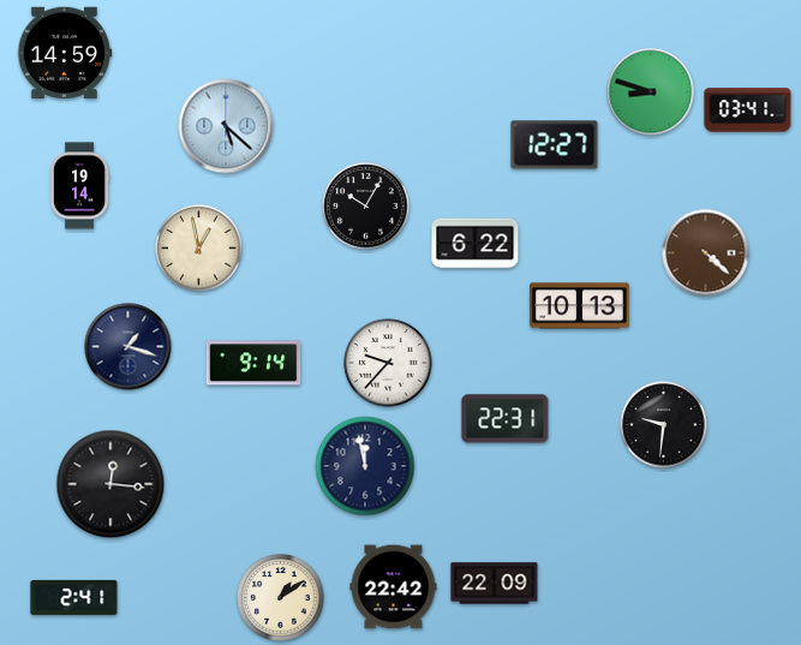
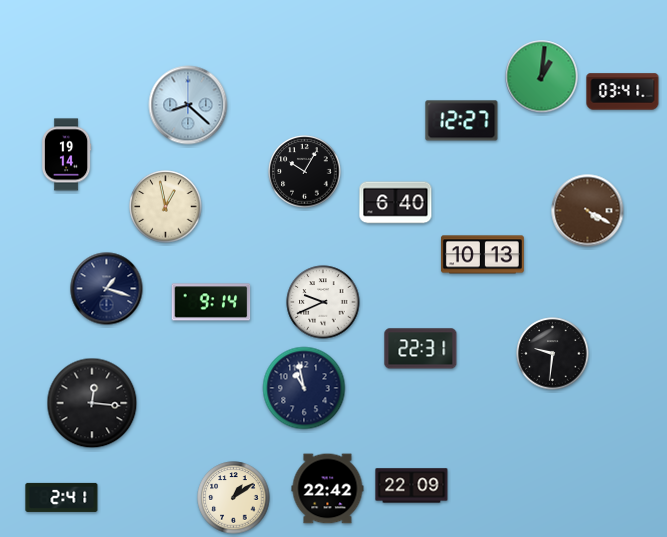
clock at (65, 52): 14:59 -> none
clock at (651, 92): 8:48 -> 1:01
clock at (226, 126): 5:22 -> 8:22
clock at (476, 244): 6:22 -> 6:40
clock at (706, 253): 4:22 -> 4:20
clock at (388, 363): 9:37 -> 9:41
clock at (365, 466): 11:58 -> 10:58
